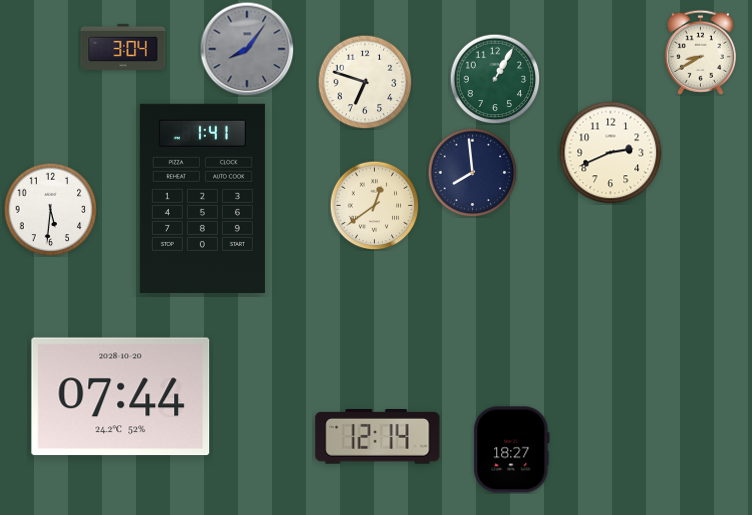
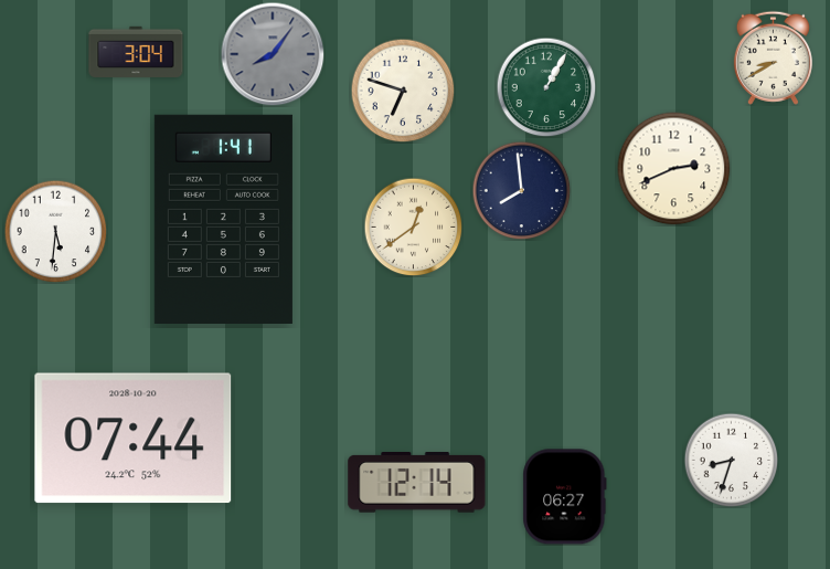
clock at (731, 460): none -> 8:33
clock at (512, 450): 18:27 -> 06:27
